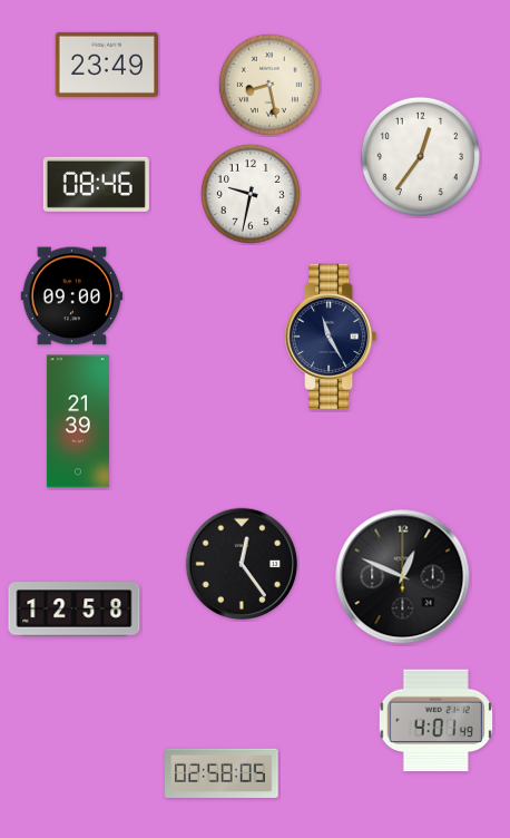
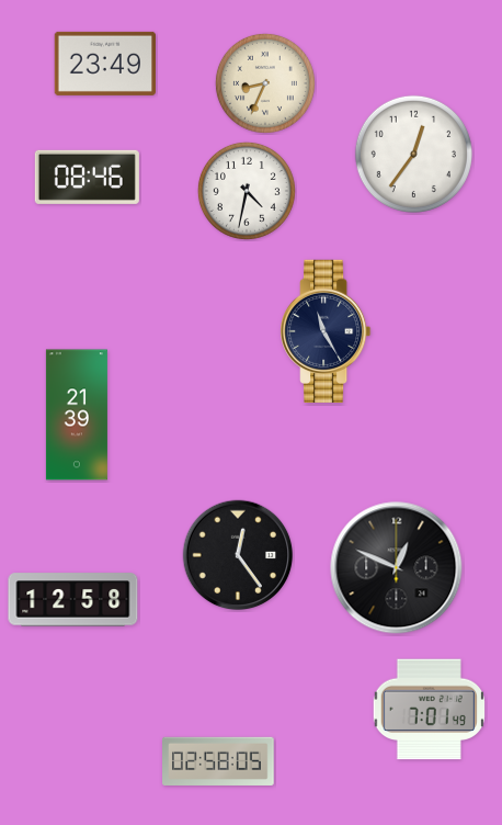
clock at (269, 85): 8:28 -> 8:34
clock at (96, 184) position: (96, 184) -> (87, 177)
clock at (251, 194): 9:32 -> 4:32
clock at (72, 296): 09:00 -> none
clock at (435, 721): 4:01 -> 7:01
